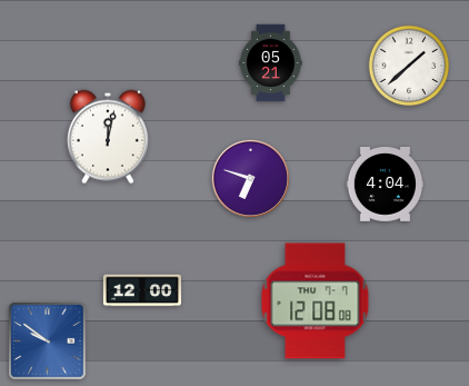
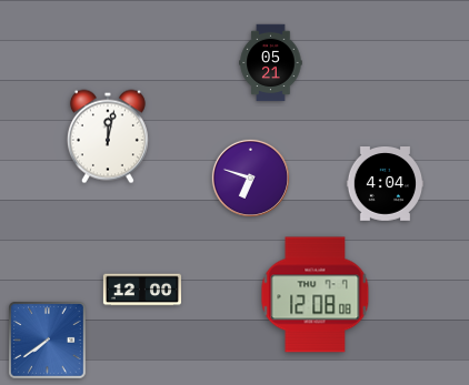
clock at (409, 66): 1:38 -> none
clock at (316, 301) position: (316, 301) -> (316, 295)
clock at (48, 342): 9:51 -> 7:39
